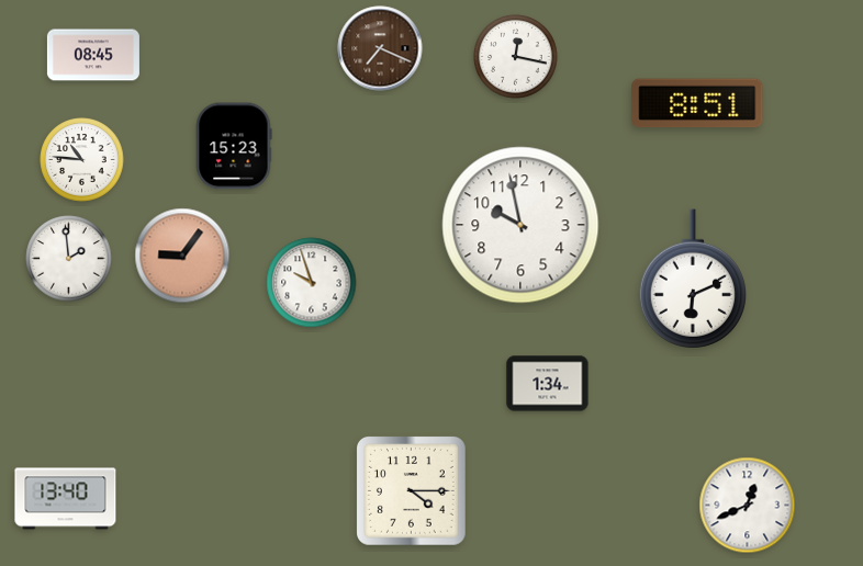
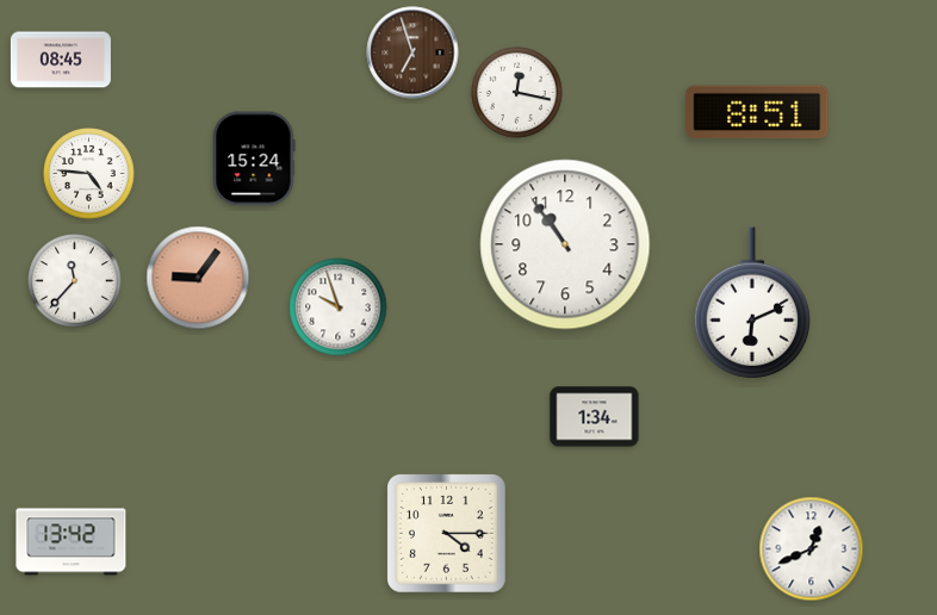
clock at (380, 48): 7:19 -> 6:57
clock at (93, 55) position: (93, 55) -> (61, 60)
clock at (516, 57) position: (516, 57) -> (517, 93)
clock at (234, 146): 15:23 -> 15:24
clock at (82, 160): 10:46 -> 4:46
clock at (520, 225): 9:58 -> 10:54
clock at (69, 259): 1:59 -> 11:37
clock at (66, 499): 13:40 -> 13:42
